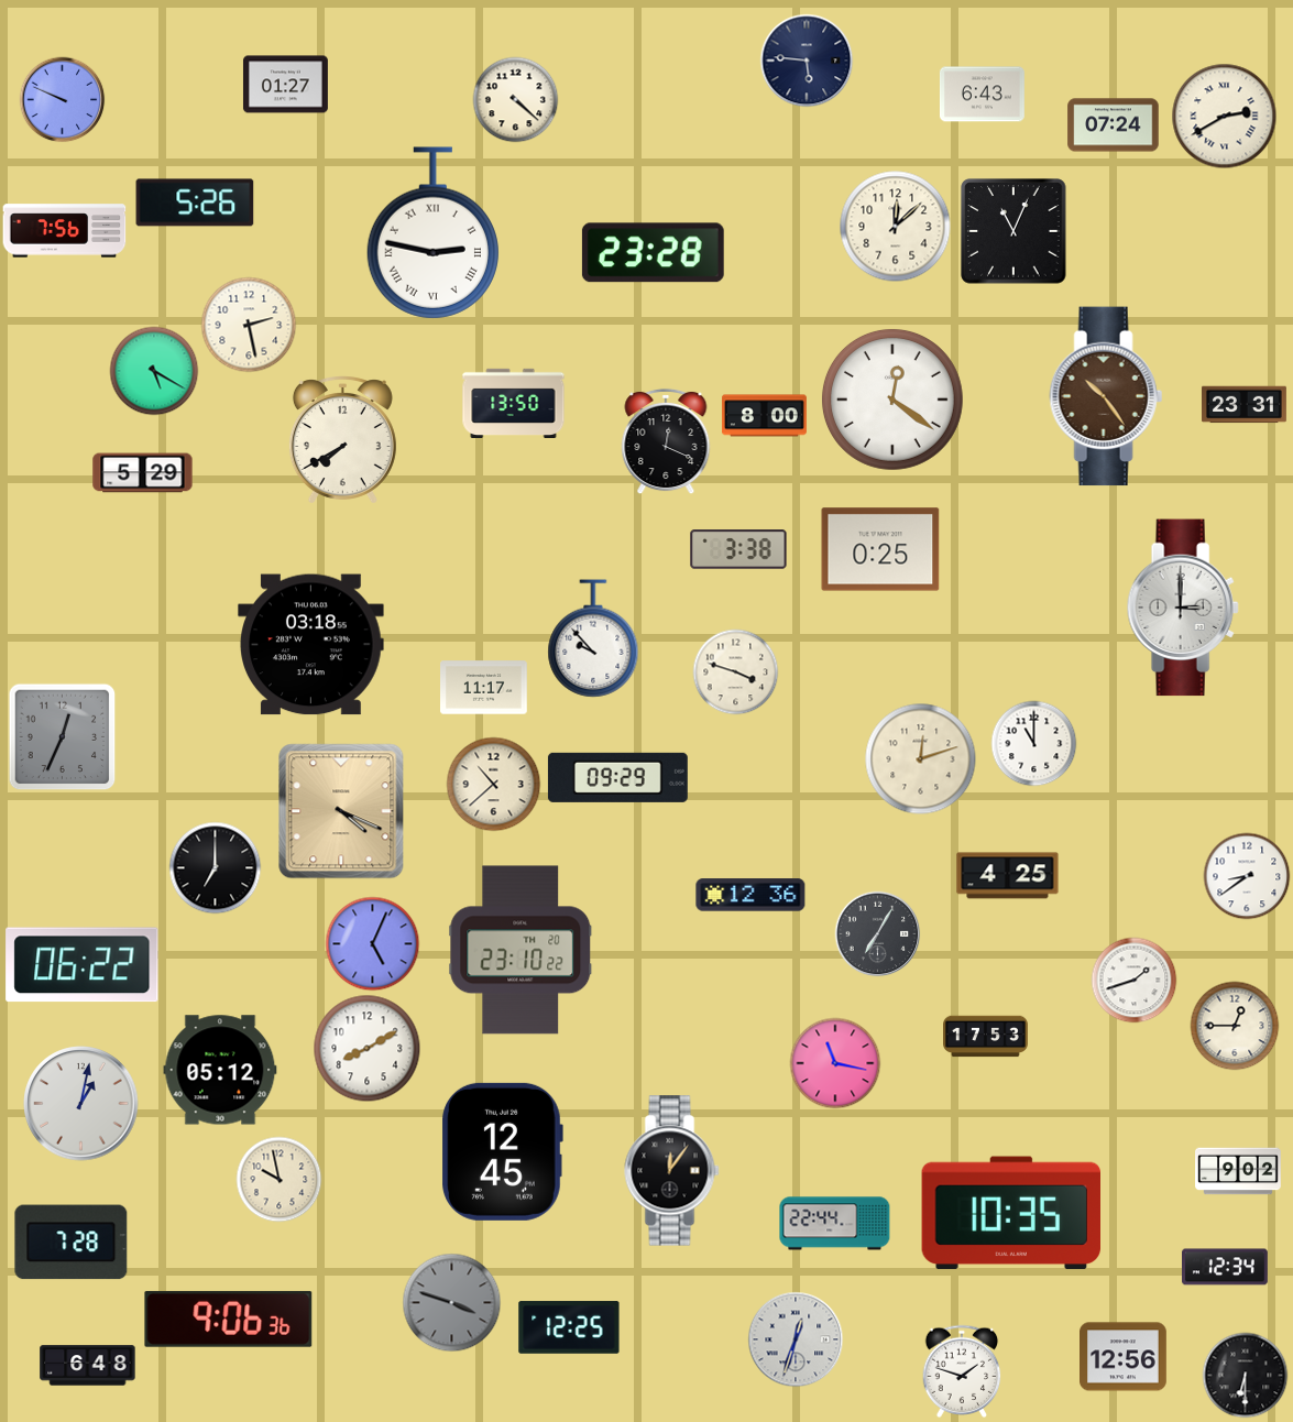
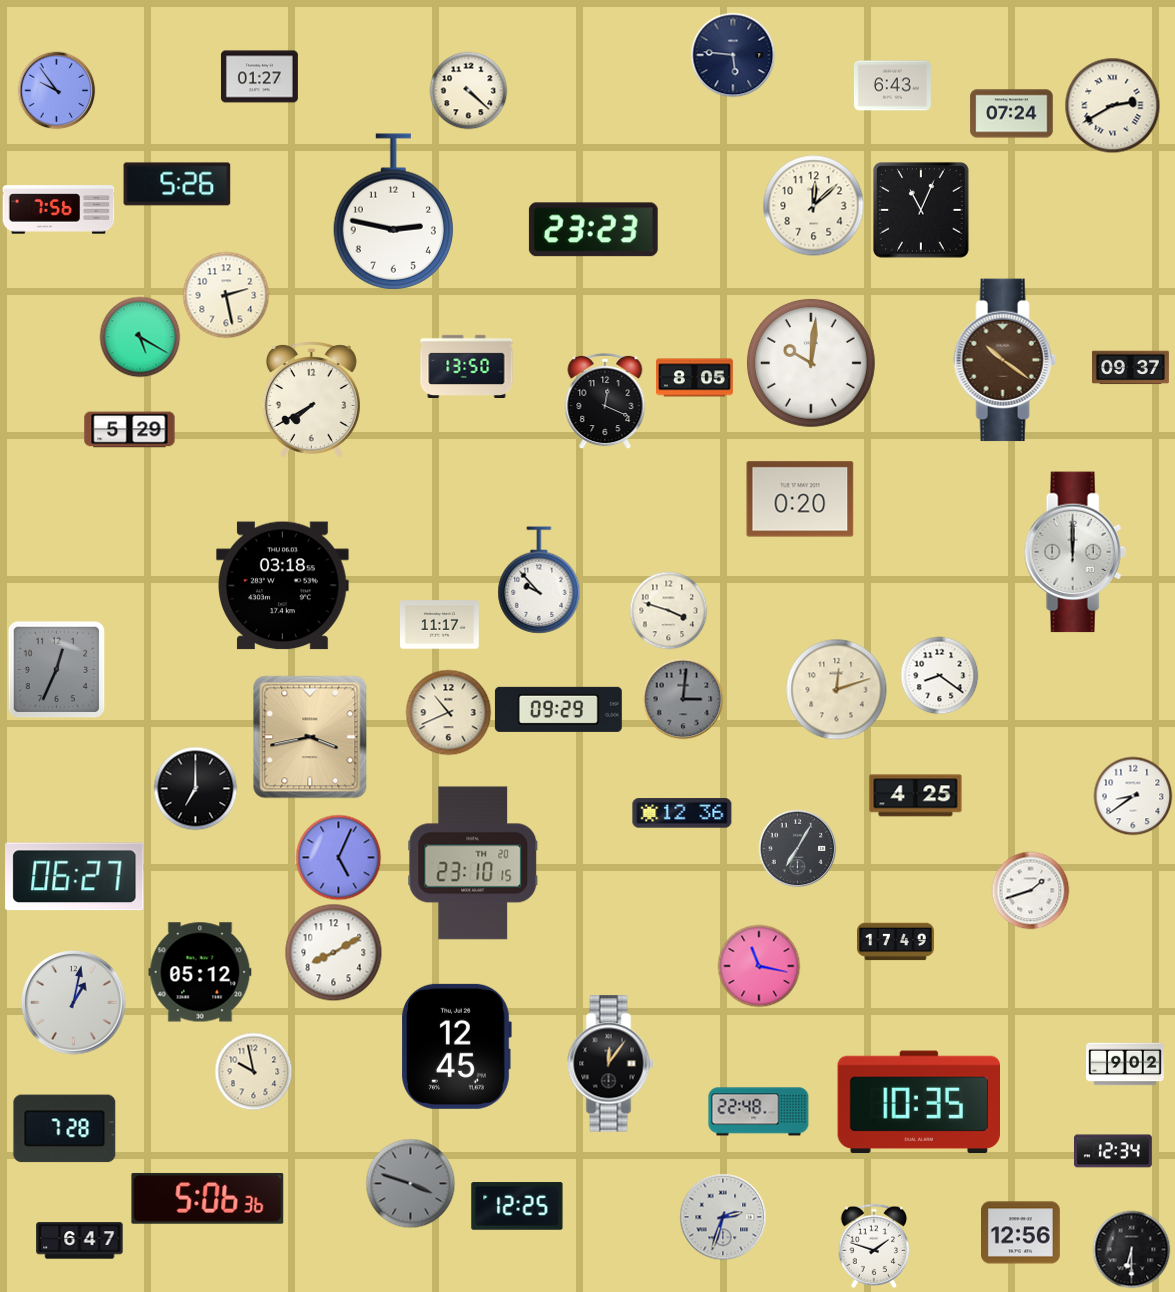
clock at (62, 99): 9:49 -> 9:54
clock at (432, 233) numerals: Roman -> Arabic
clock at (653, 253): 23:28 -> 23:23
clock at (1106, 396): 10:24 -> 10:21
clock at (892, 400): 12:21 -> 10:01
clock at (1243, 405): 23:31 -> 09:37
clock at (764, 416): 8:00 -> 8:05
clock at (738, 549): 3:38 -> none
clock at (880, 549): 0:25 -> 0:20
clock at (1183, 608): 3:00 -> 12:00
clock at (1033, 743): 11:00 -> 8:21
clock at (683, 699): none -> 3:01
clock at (617, 777) position: (617, 777) -> (558, 709)
clock at (493, 784): 10:38 -> 10:41
clock at (341, 811): 4:19 -> 3:43
clock at (521, 950): 23:10:22 -> 23:10:15
clock at (83, 965): 06:22 -> 06:27
clock at (1235, 1026): 12:45 -> none
clock at (986, 1037): 17:53 -> 17:49
clock at (835, 1224): 22:44 -> 22:48
clock at (229, 1319): 9:06 -> 5:06
clock at (796, 1339): 12:33 -> 2:33
clock at (88, 1366): 6:48 -> 6:47
